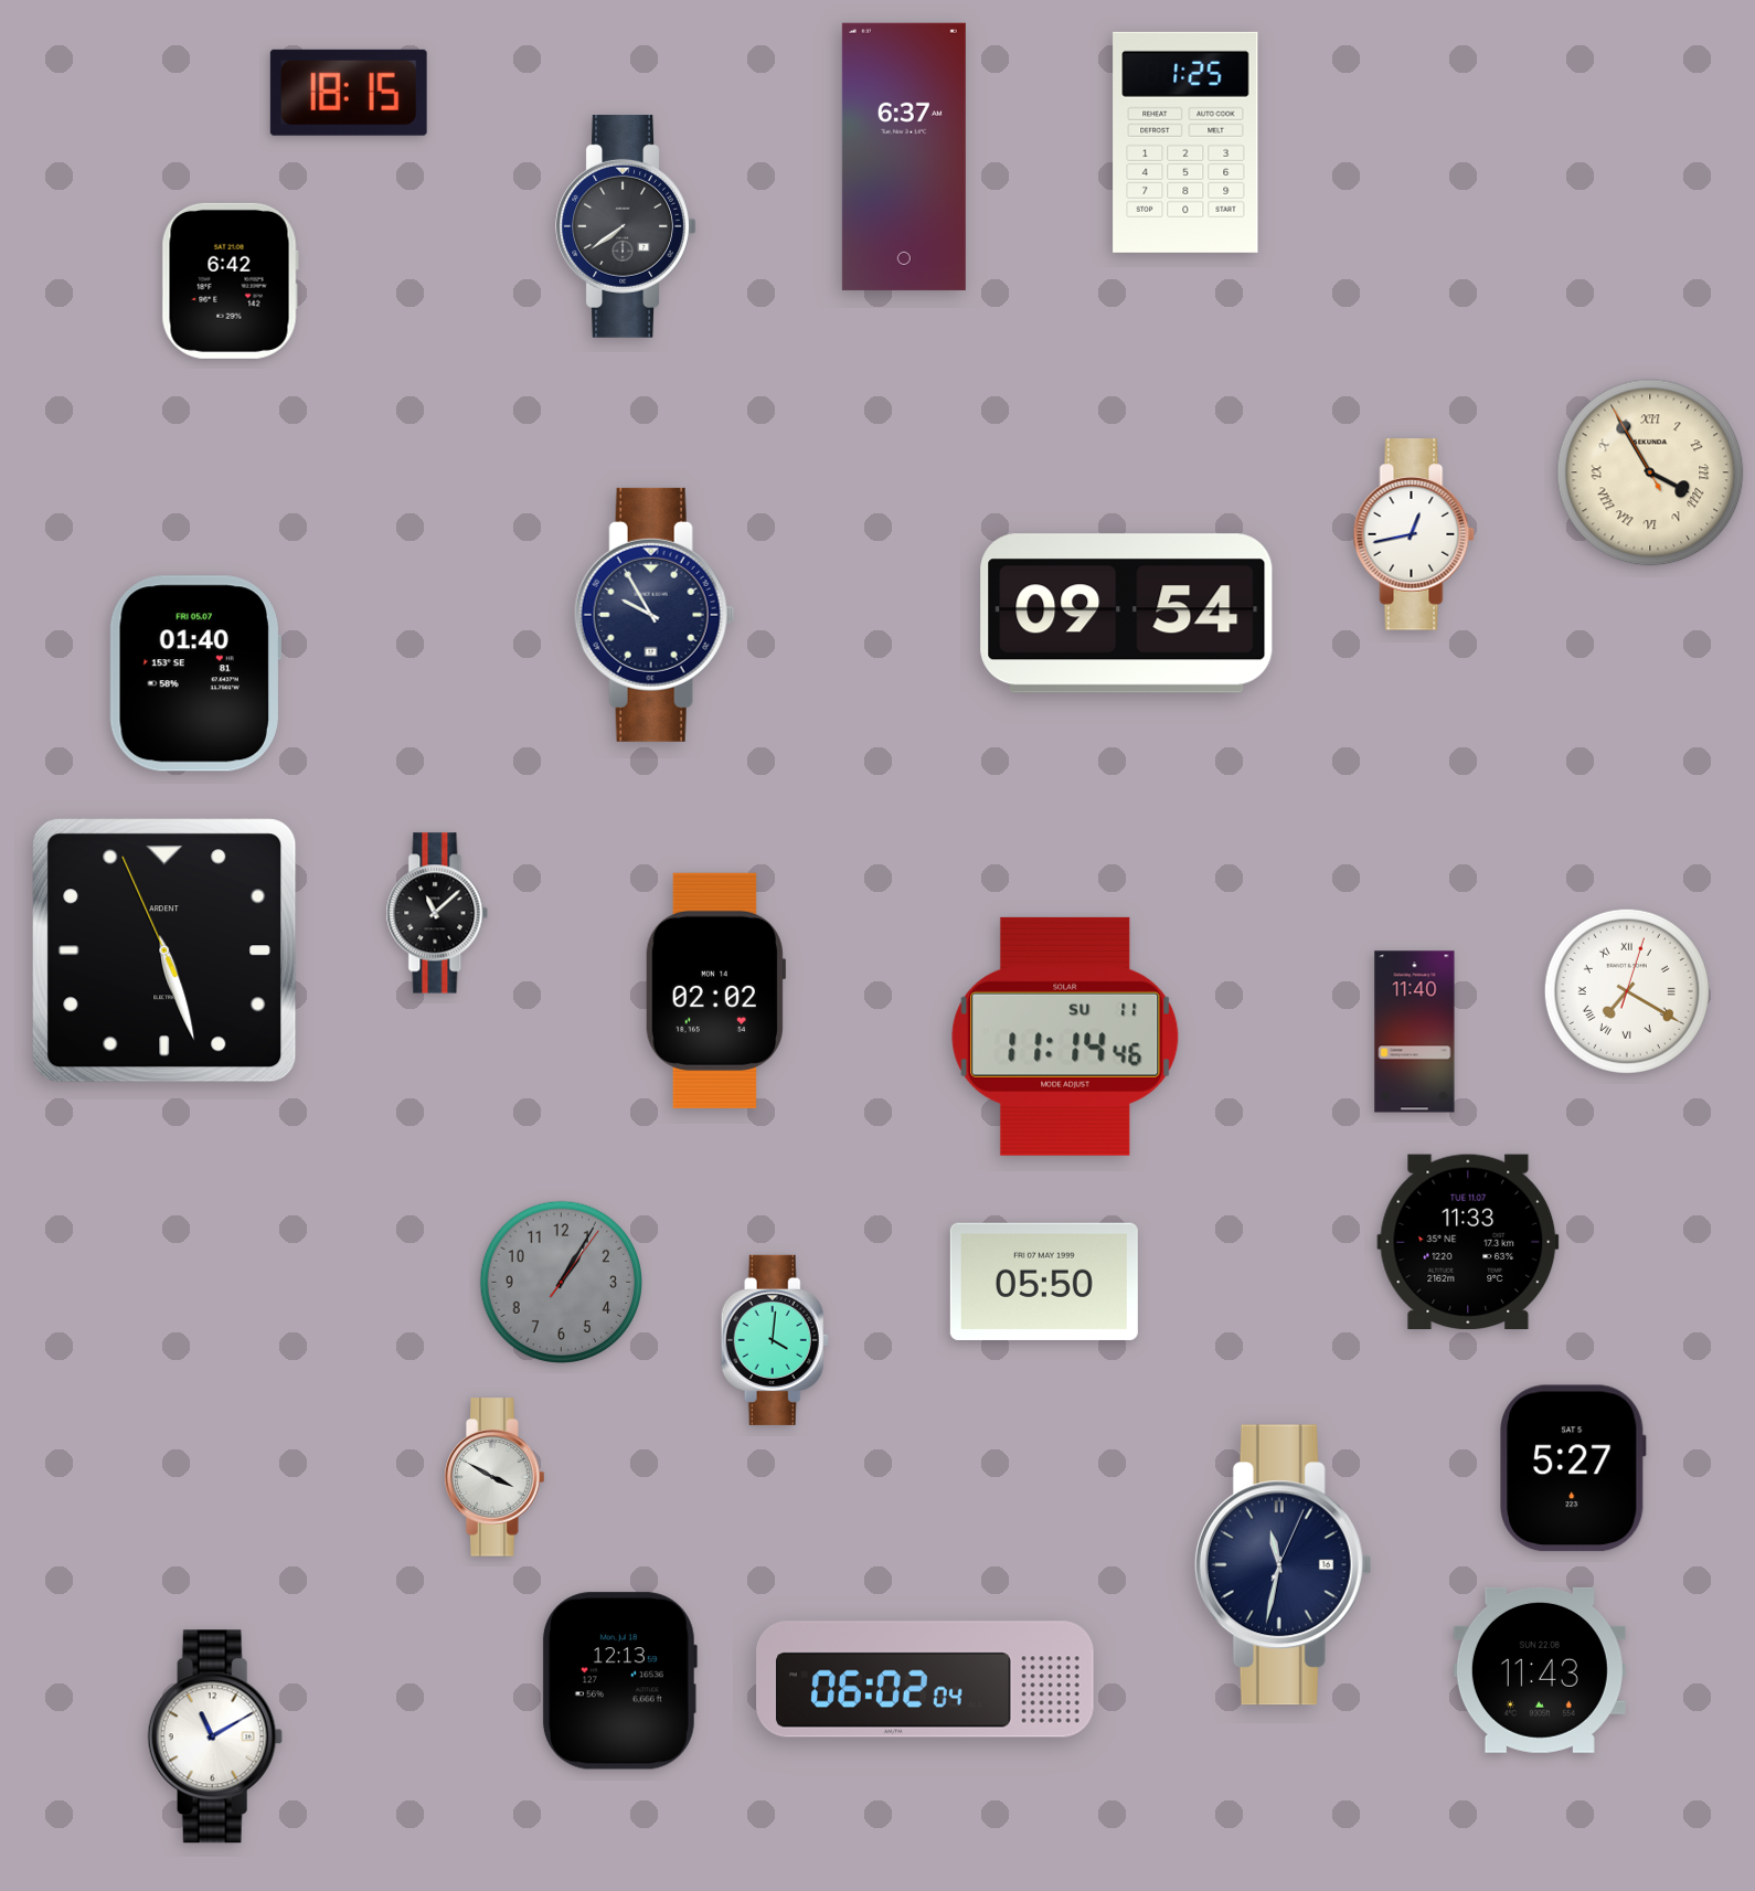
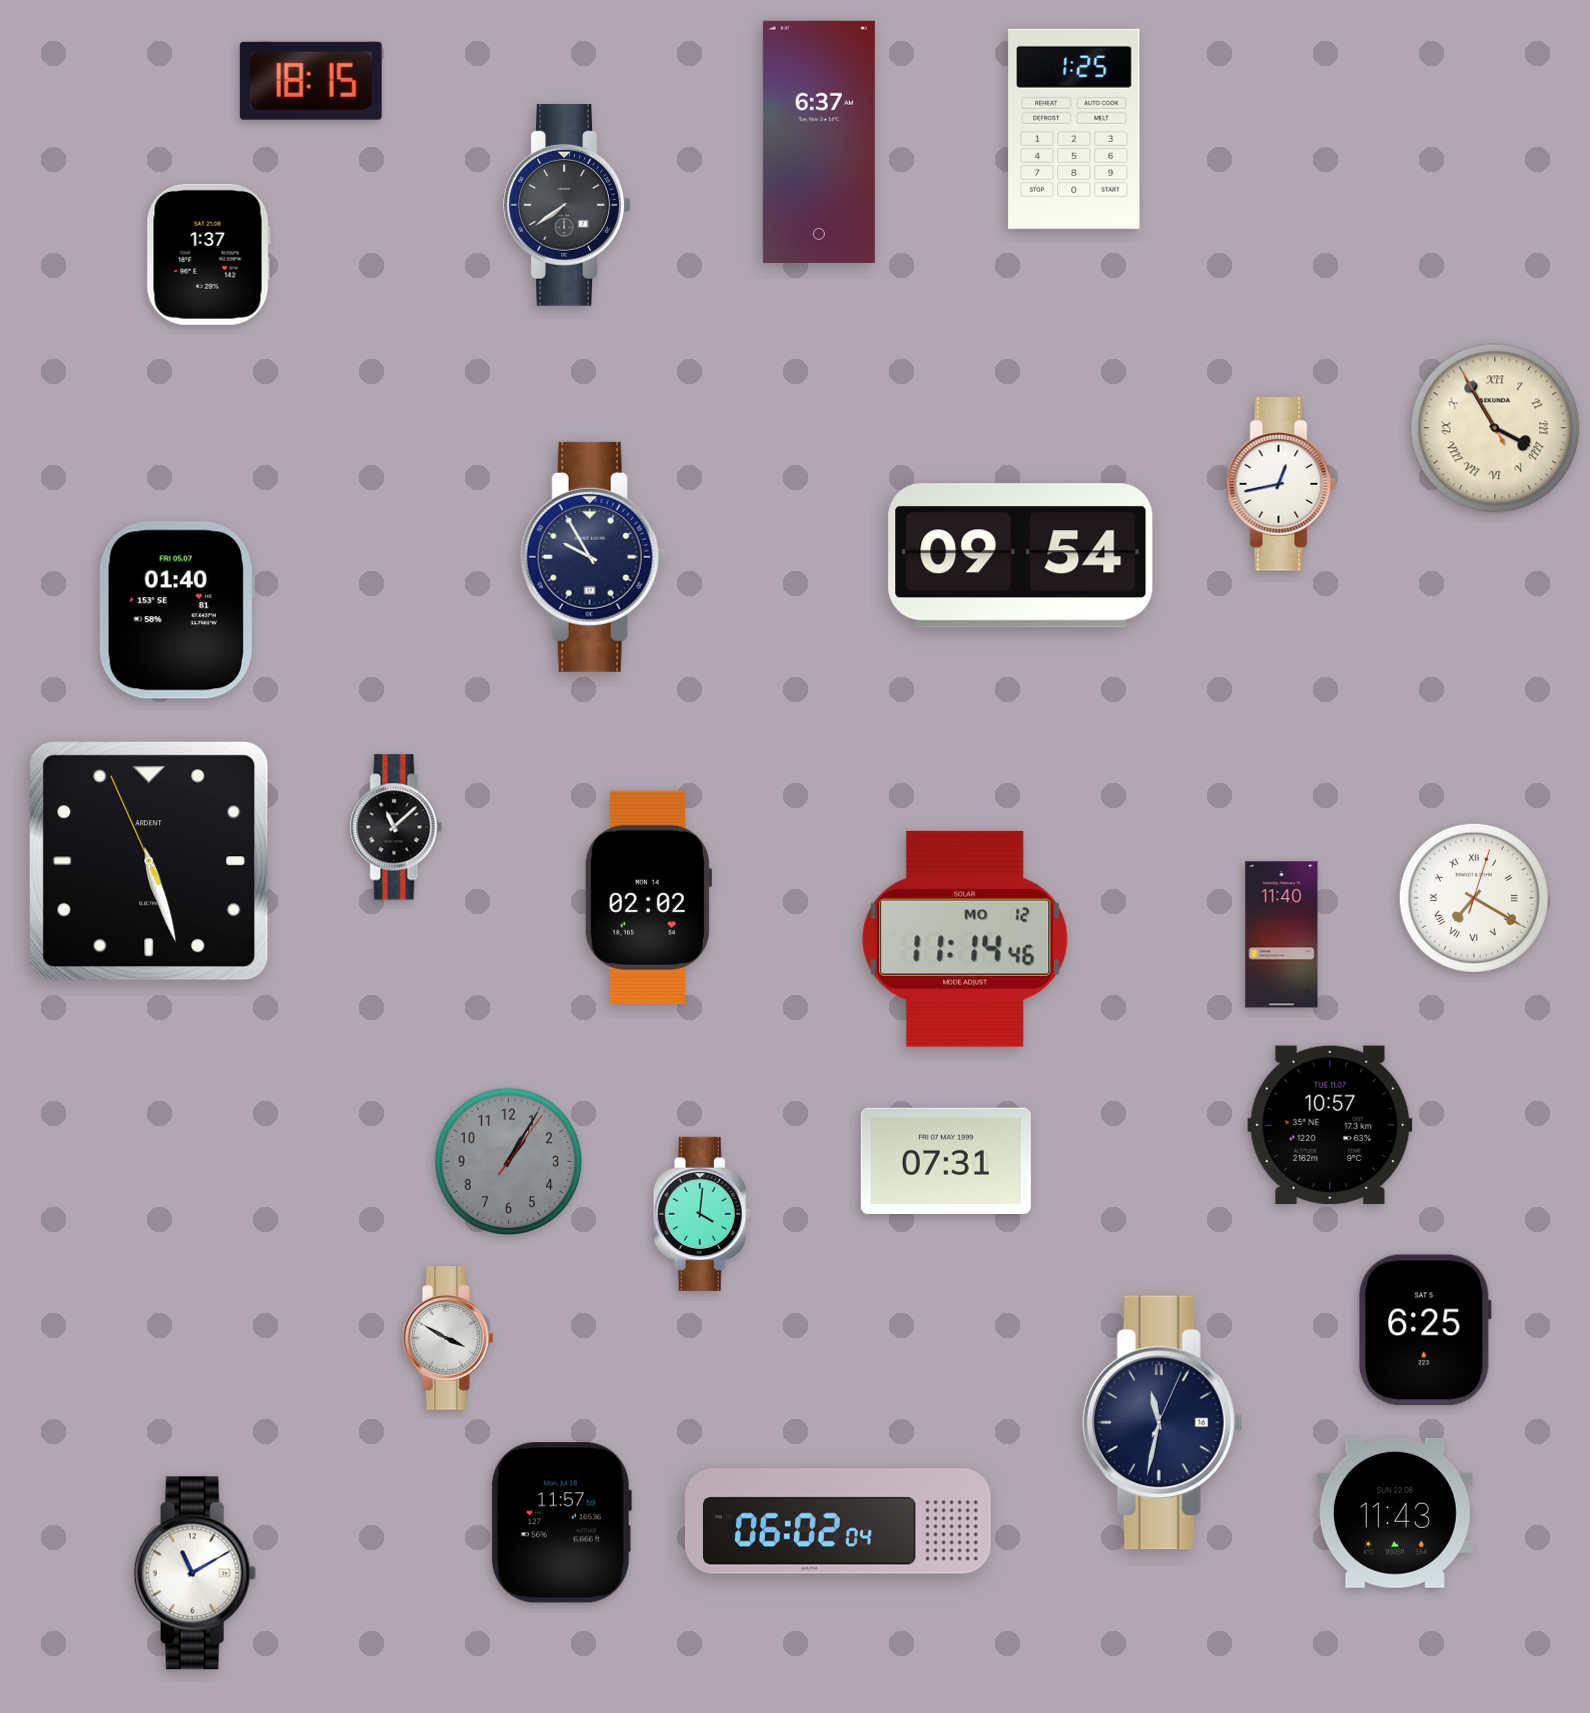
clock at (349, 93) position: (349, 93) -> (311, 81)
clock at (230, 280): 6:42 -> 1:37
clock at (1065, 1037) date: SU 11 -> MO 12
clock at (1468, 1242): 11:33 -> 10:57
clock at (1044, 1282): 05:50 -> 07:31
clock at (1573, 1468): 5:27 -> 6:25
clock at (1283, 1565) position: (1283, 1565) -> (1162, 1423)
clock at (619, 1681): 12:13 -> 11:57
